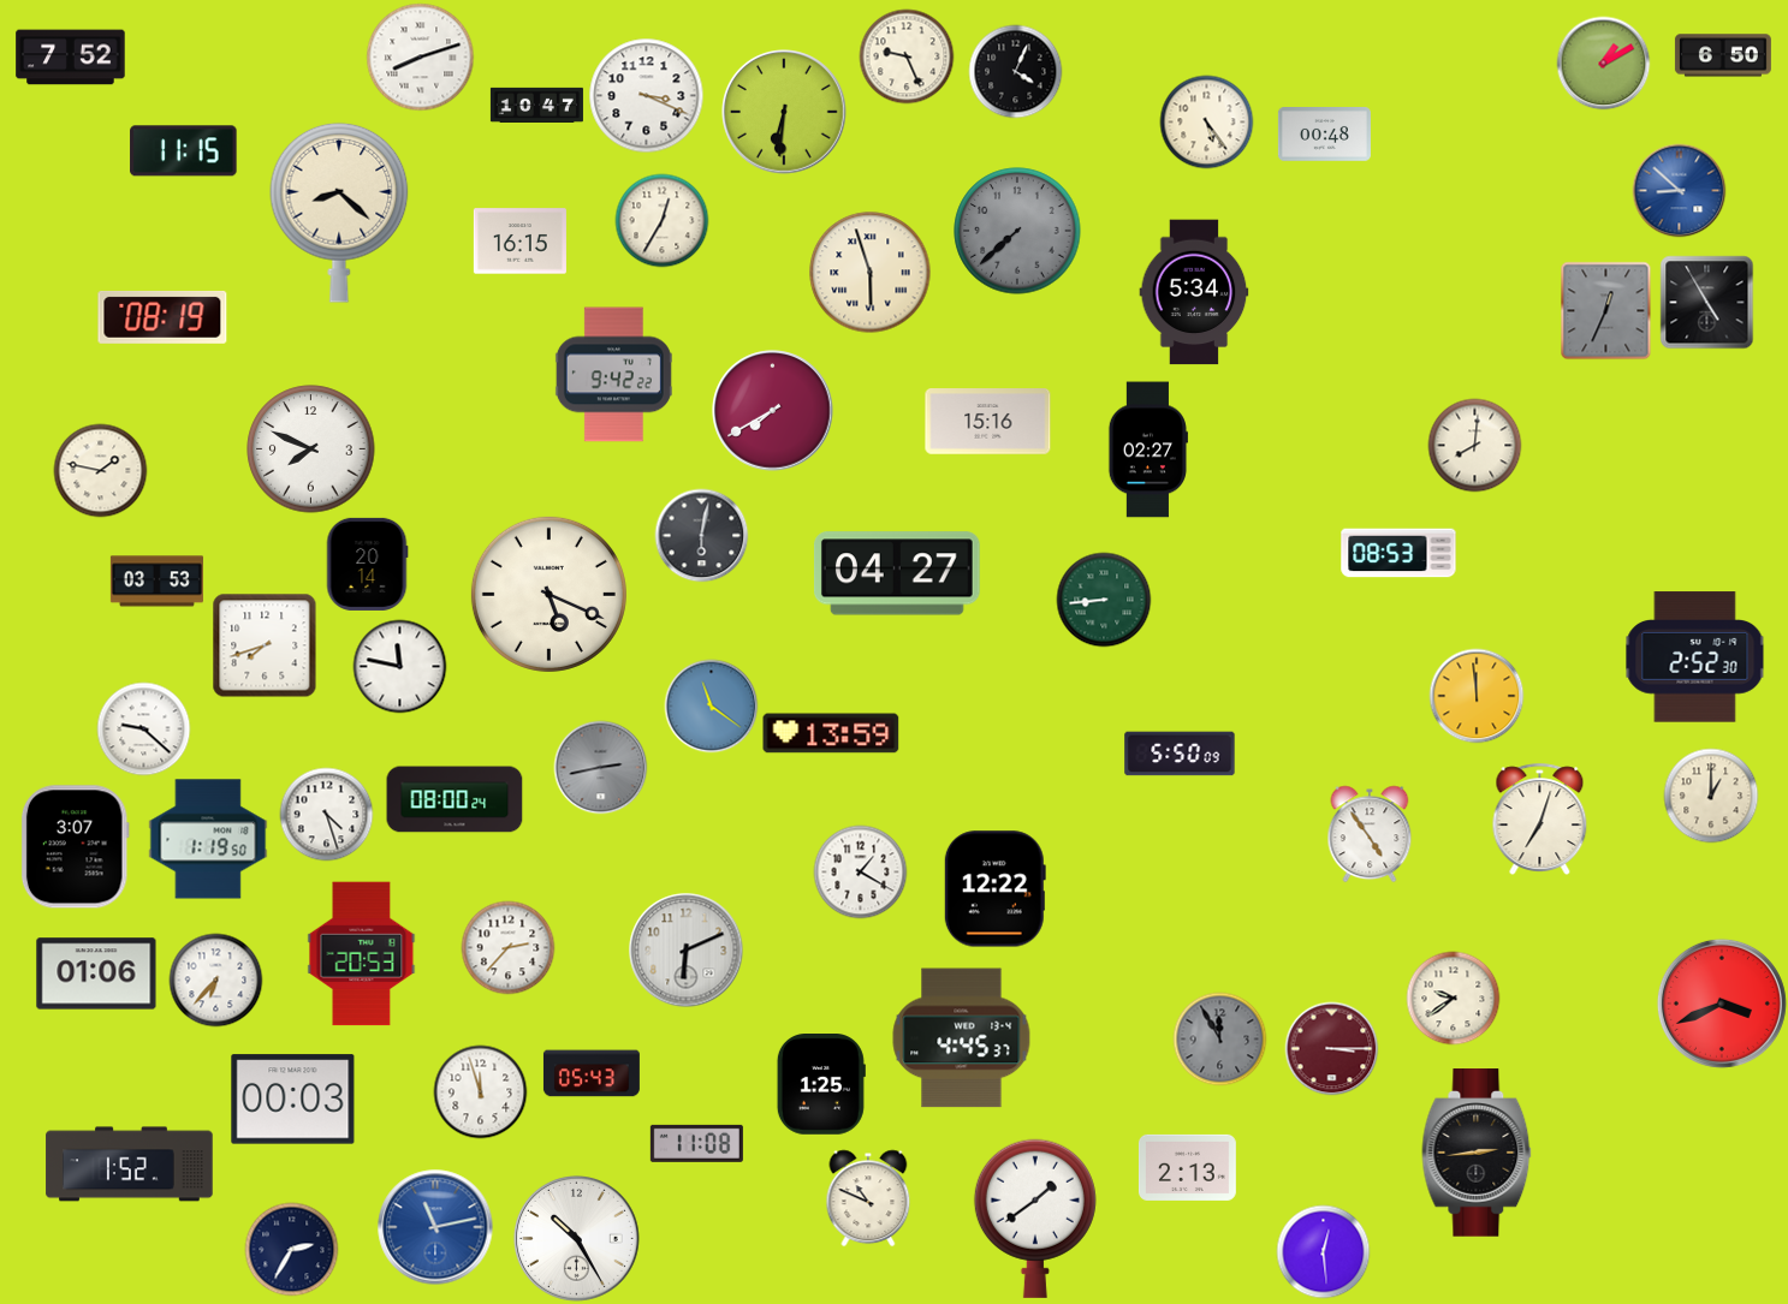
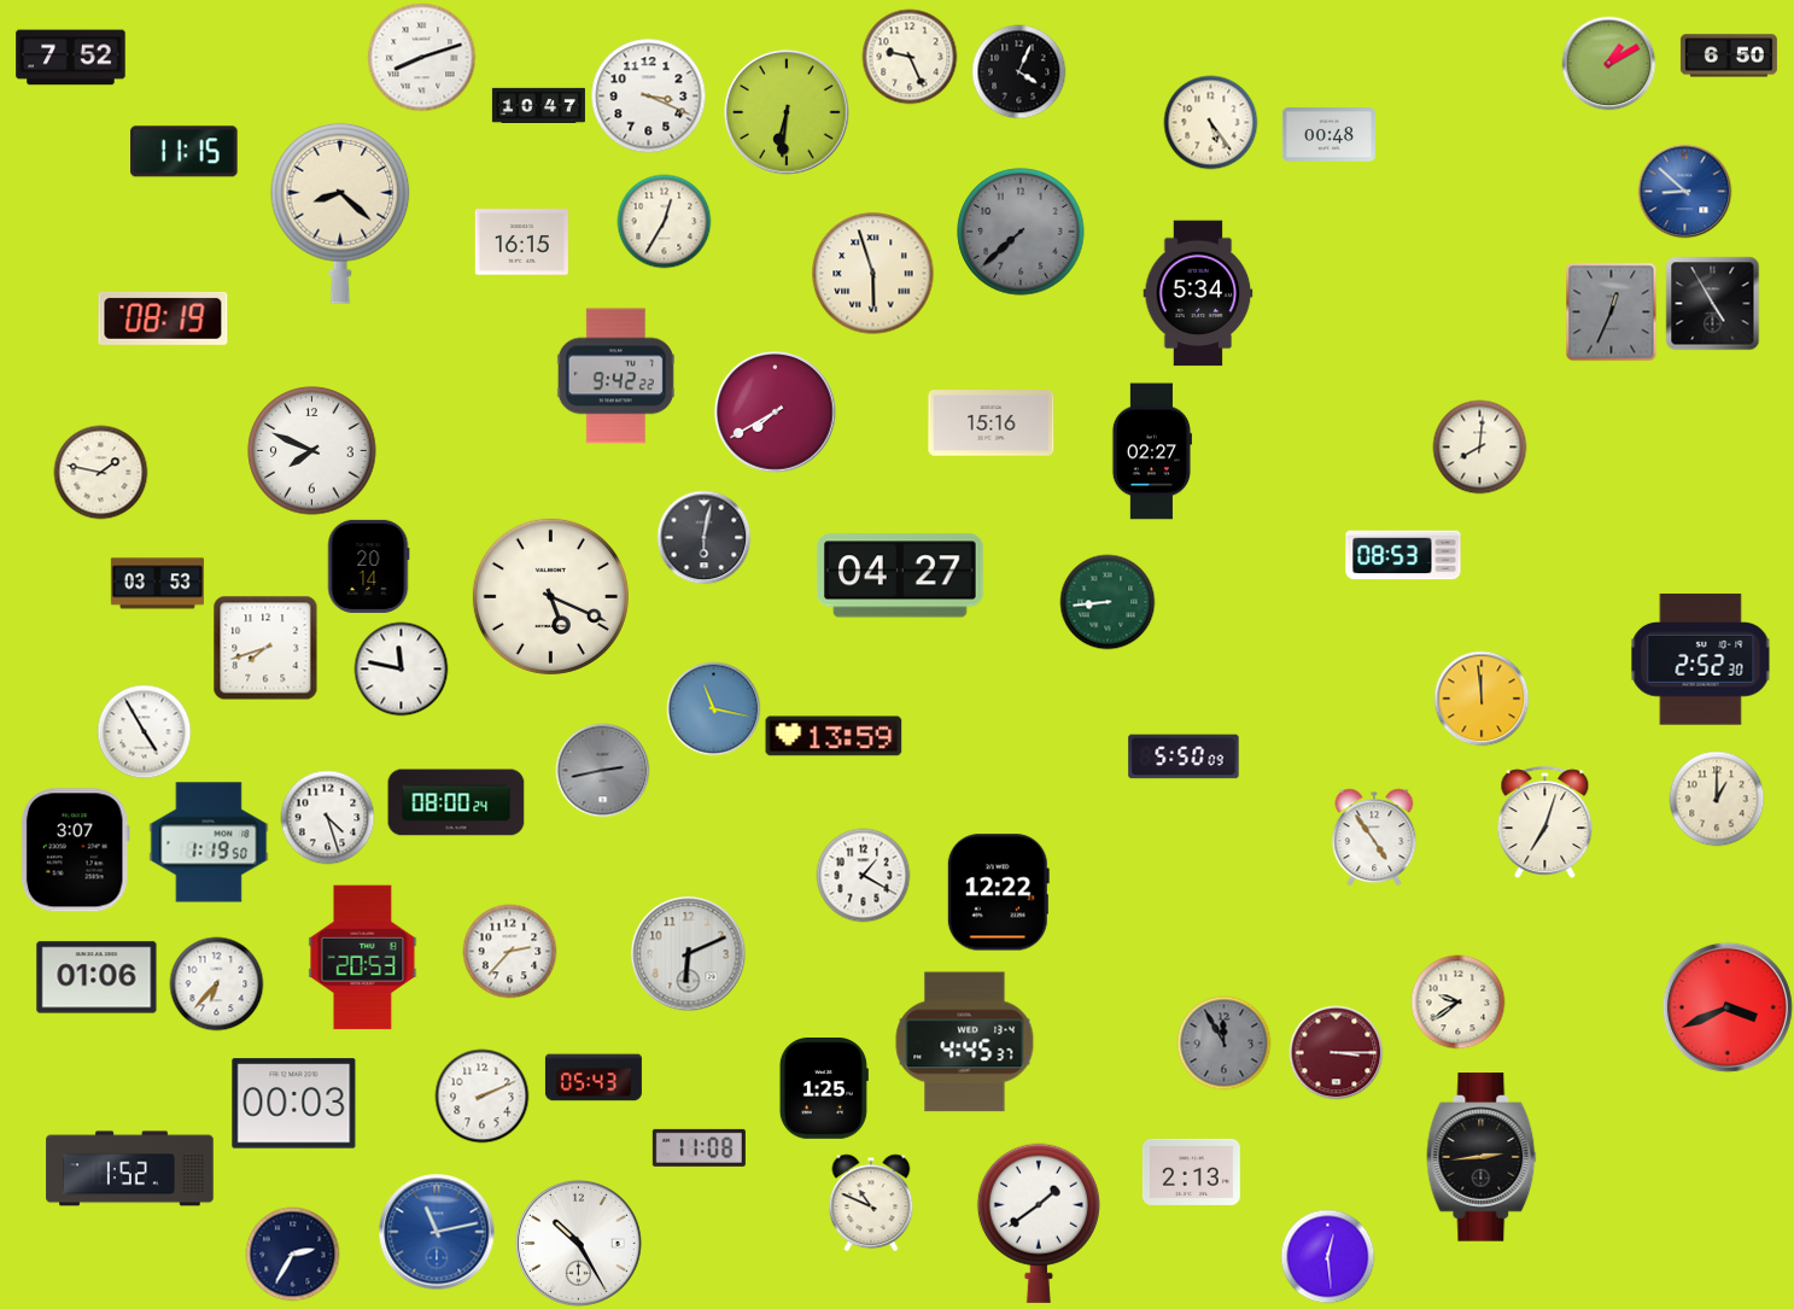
clock at (711, 705): 11:21 -> 11:17
clock at (143, 728): 9:22 -> 4:55
clock at (480, 1091): 11:57 -> 2:11
